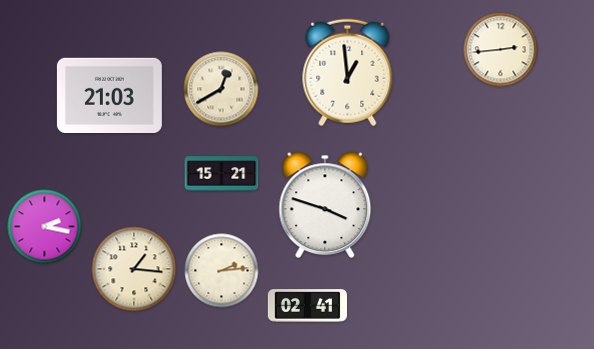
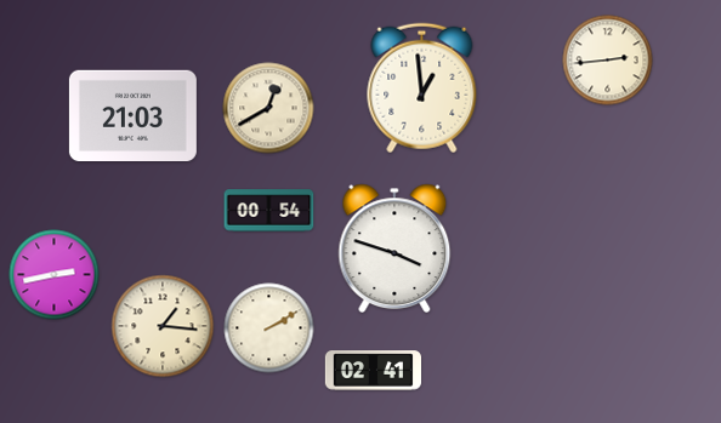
clock at (222, 174): 15:21 -> 00:54
clock at (45, 227): 2:17 -> 2:43
clock at (222, 271): 2:14 -> 2:10
